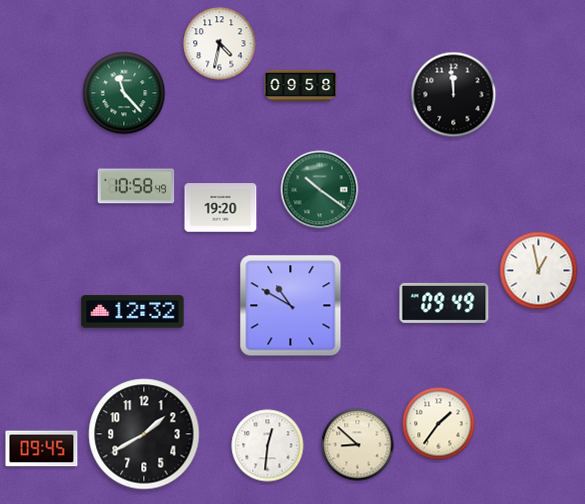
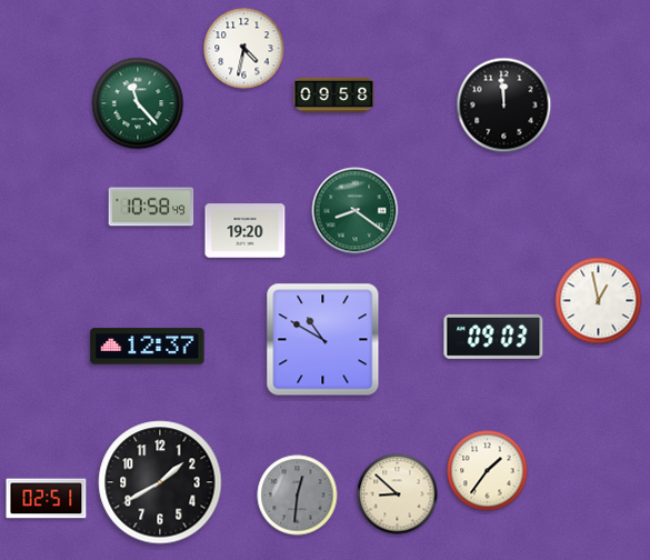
clock at (320, 190): 10:21 -> 8:21
clock at (444, 303): 09:49 -> 09:03
clock at (133, 312): 12:32 -> 12:37
clock at (268, 446) dial: white -> grey
clock at (42, 449): 09:45 -> 02:51
